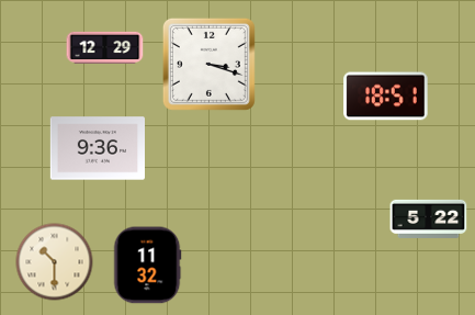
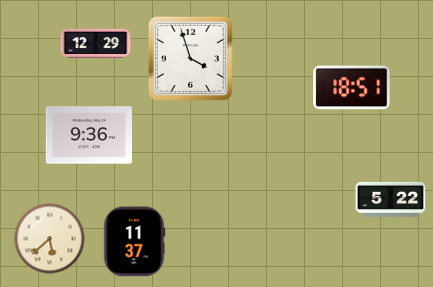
clock at (208, 64): 3:18 -> 3:57
clock at (55, 262): 10:30 -> 5:38
clock at (147, 266): 11:32 -> 11:37
